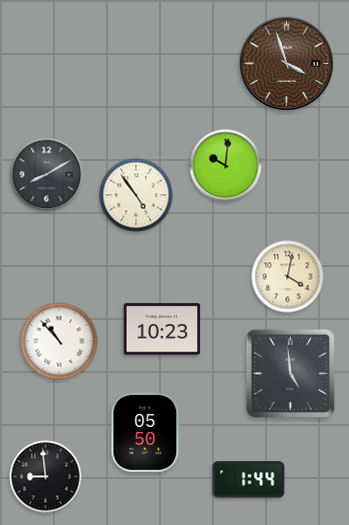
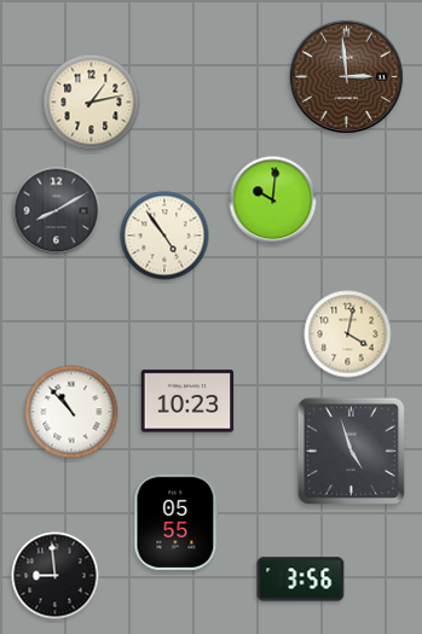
clock at (287, 64): 3:57 -> 2:59
clock at (92, 103): none -> 1:13
clock at (162, 329) position: (162, 329) -> (187, 401)
clock at (290, 373): 4:59 -> 4:57
clock at (146, 432): 05:50 -> 05:55
clock at (249, 480): 1:44 -> 3:56
